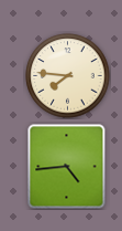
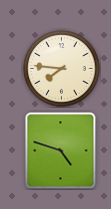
clock at (67, 167): 4:44 -> 4:48
